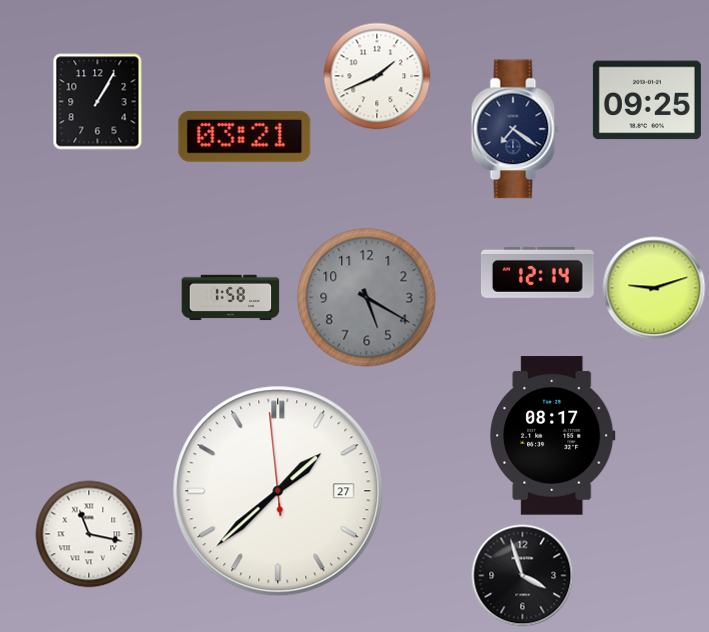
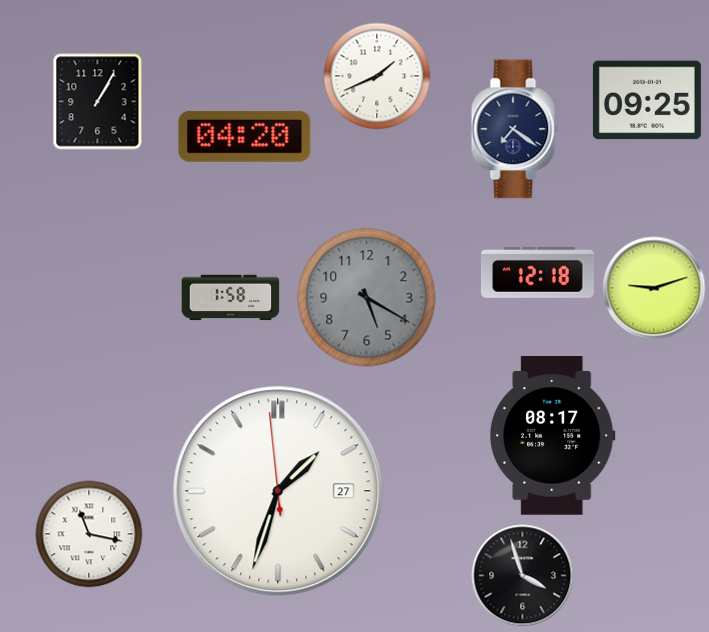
clock at (245, 136): 03:21 -> 04:20
clock at (537, 272): 12:14 -> 12:18
clock at (278, 491): 1:37 -> 1:32
